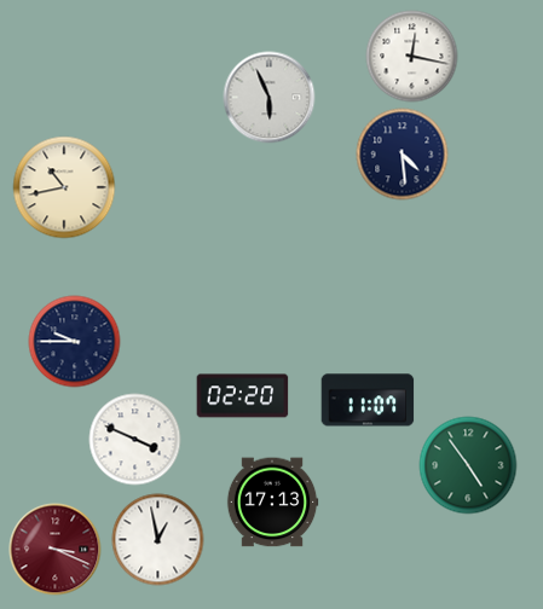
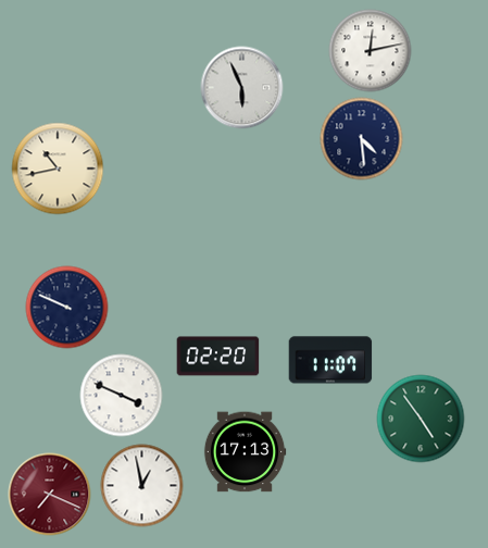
clock at (412, 57): 12:17 -> 12:13
clock at (75, 342): 9:45 -> 9:49
clock at (56, 550): 3:19 -> 7:19
